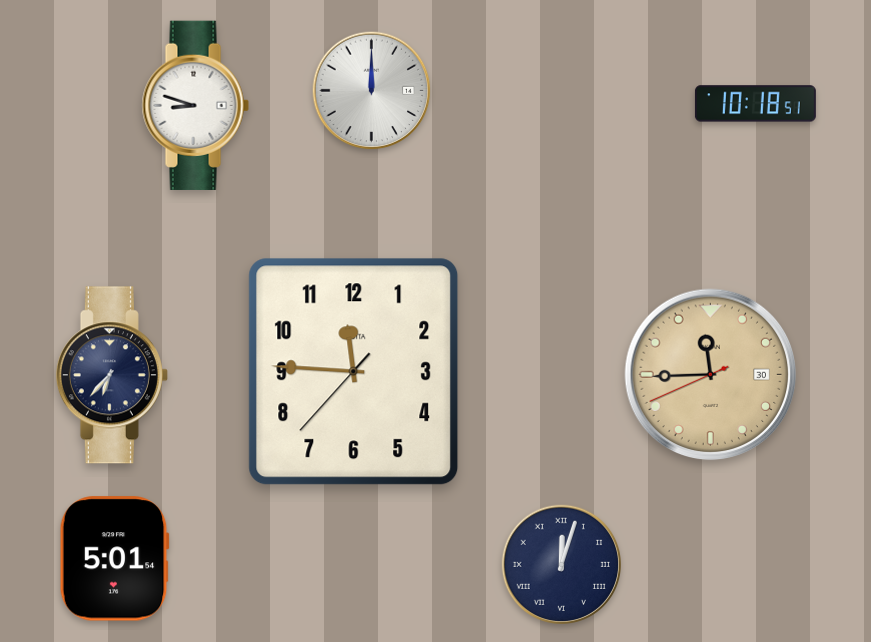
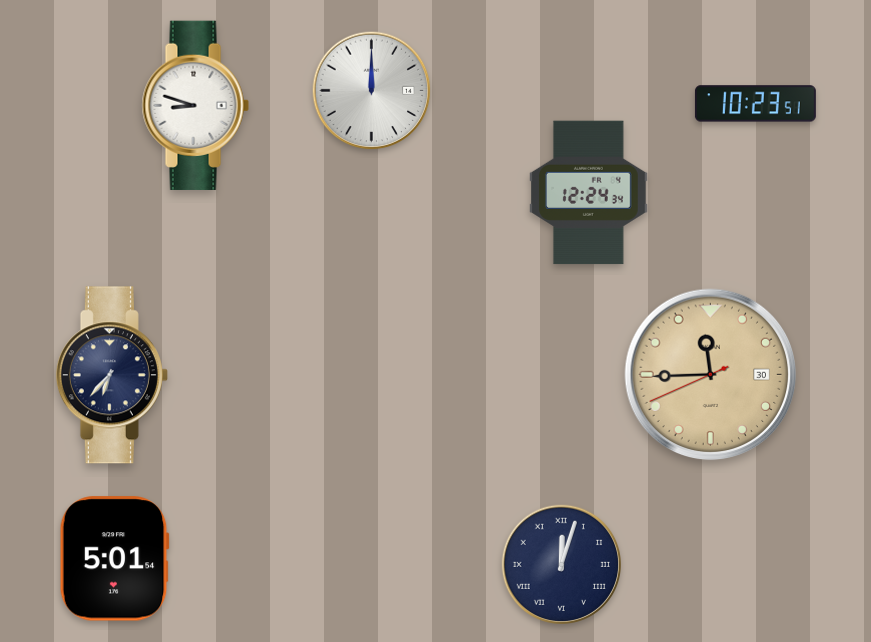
clock at (755, 104): 10:18 -> 10:23
clock at (589, 193): none -> 12:24
clock at (354, 372): 11:45 -> none
